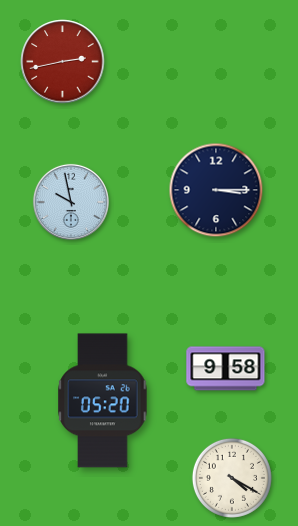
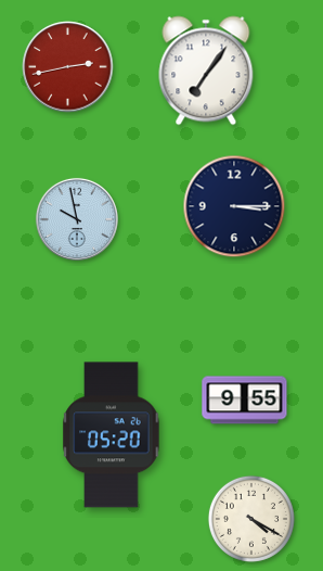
clock at (206, 71): none -> 7:06
clock at (226, 369): 9:58 -> 9:55
